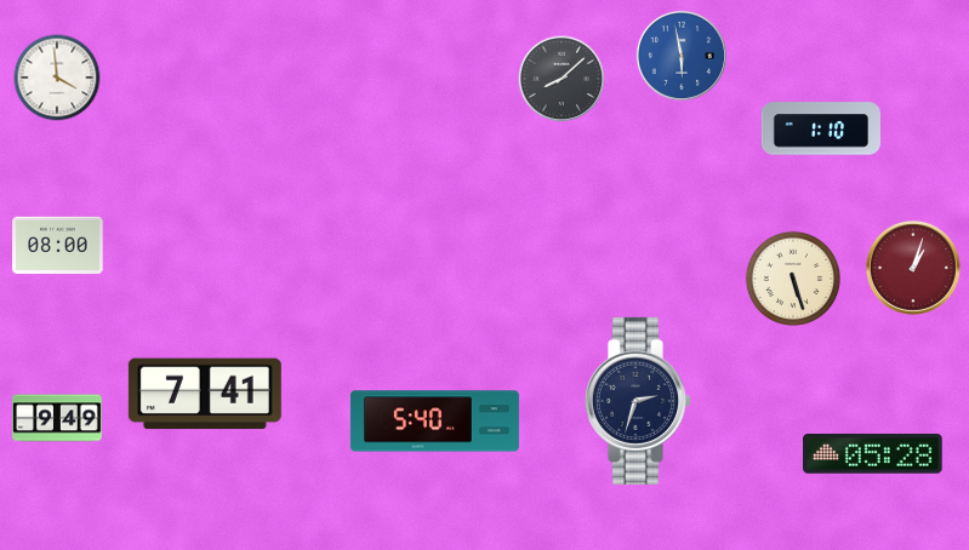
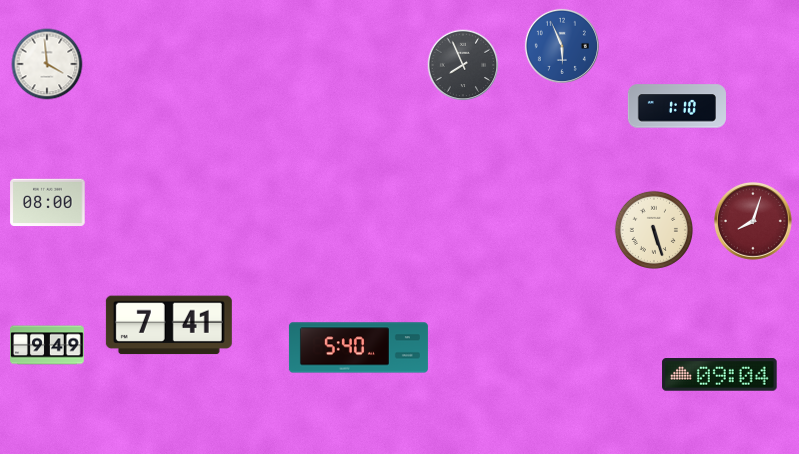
clock at (682, 56): 5:58 -> 5:56
clock at (562, 79): 8:08 -> 7:56
clock at (914, 269): 1:03 -> 8:03
clock at (637, 401): 2:33 -> none
clock at (873, 454): 05:28 -> 09:04
